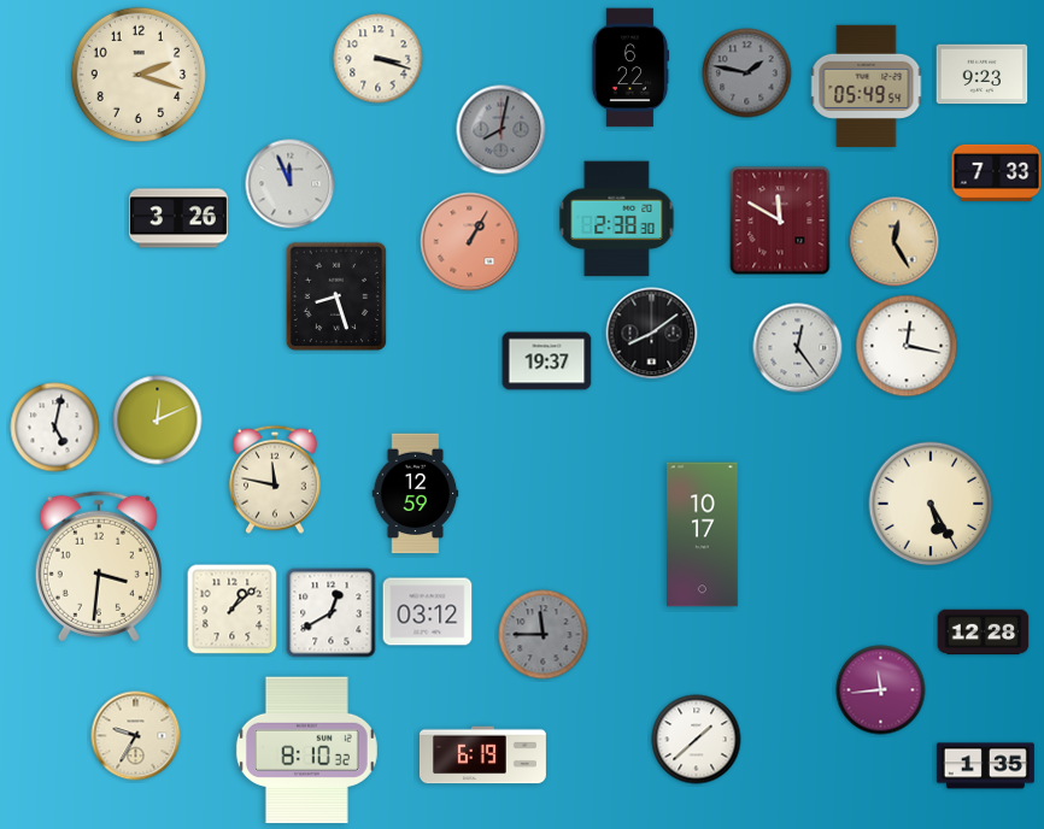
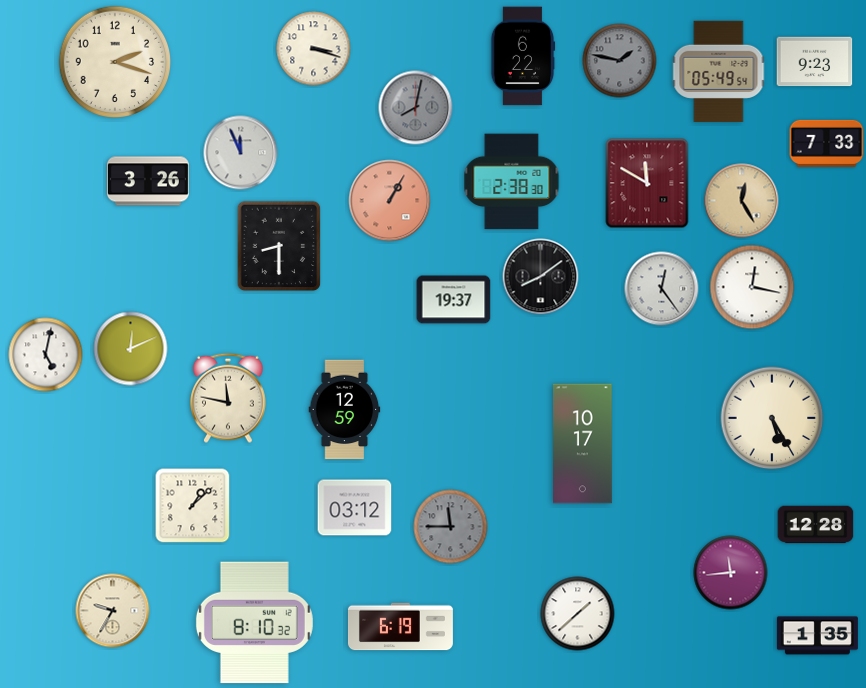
clock at (336, 296): 8:27 -> 8:30
clock at (99, 566): 3:31 -> none
clock at (332, 613): 12:40 -> none
